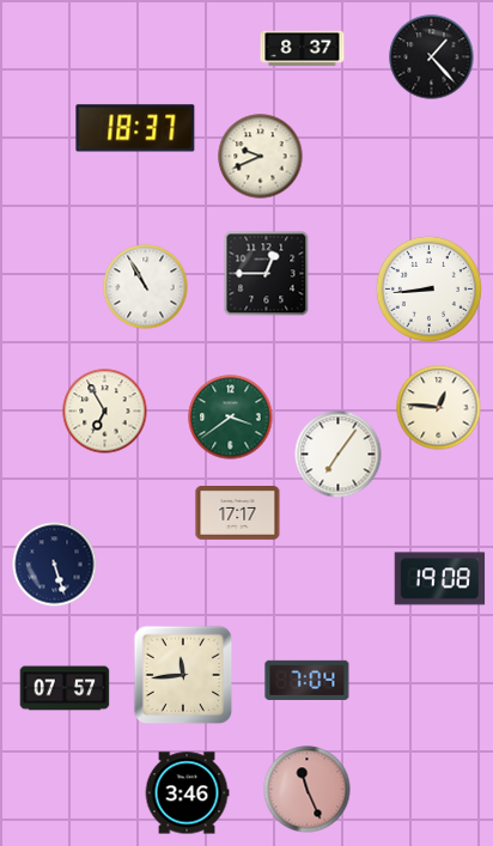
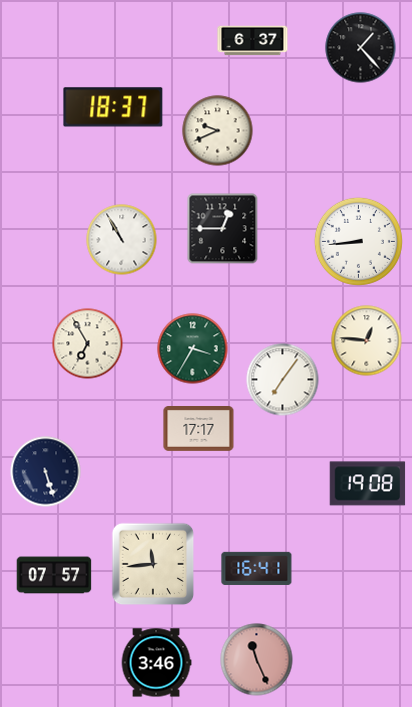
clock at (303, 49): 8:37 -> 6:37
clock at (231, 418): 3:39 -> 3:35
clock at (308, 680): 7:04 -> 16:41
